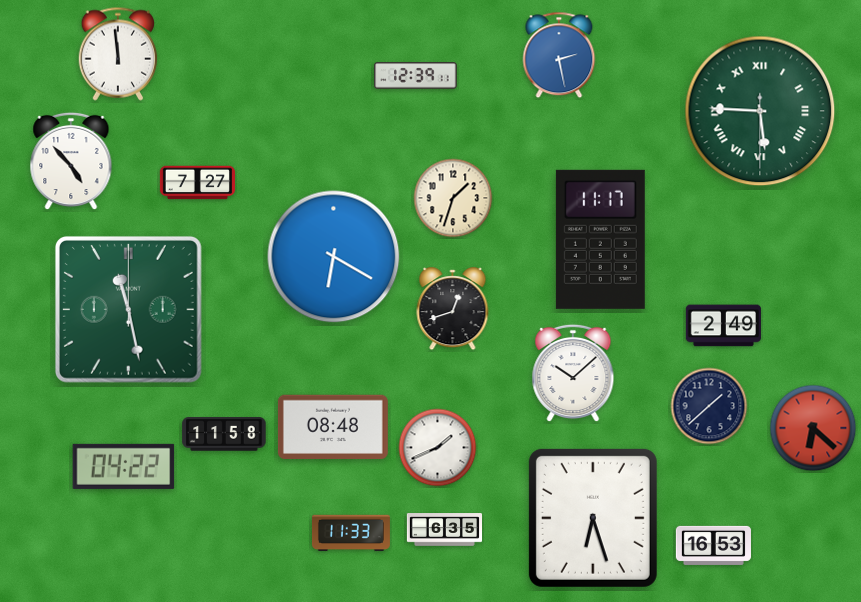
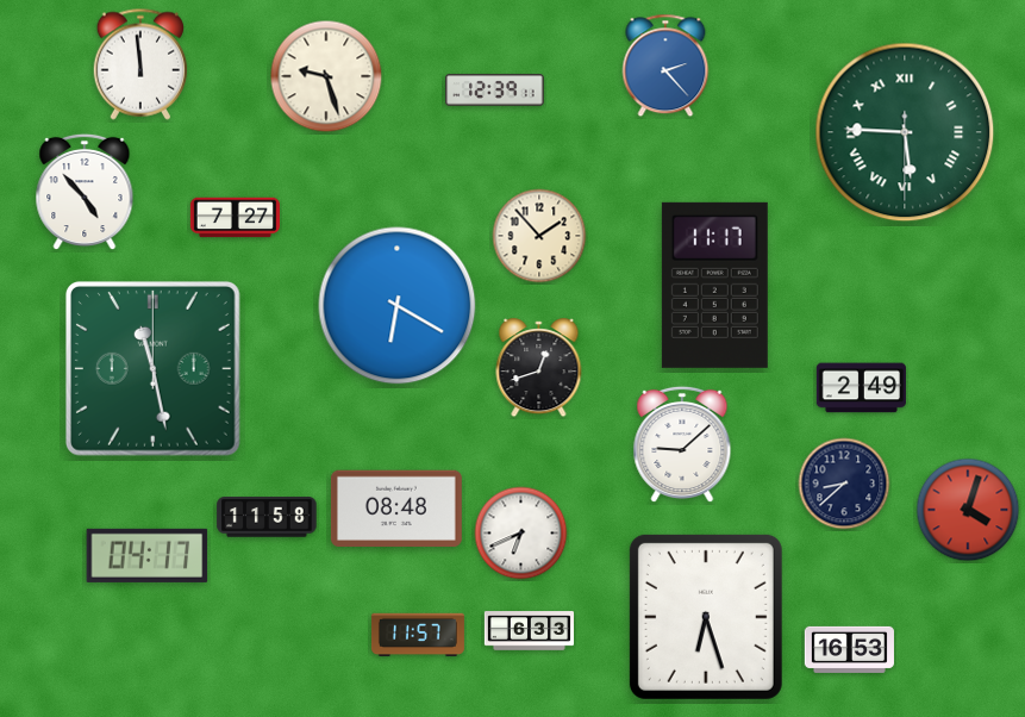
clock at (559, 55): 2:28 -> 2:23
clock at (326, 76): none -> 9:27
clock at (453, 198): 1:33 -> 1:53
clock at (573, 373): 10:08 -> 9:08
clock at (709, 406): 1:38 -> 8:38
clock at (813, 428): 6:22 -> 4:03
clock at (438, 448): 1:41 -> 6:41
clock at (124, 466): 04:22 -> 04:17
clock at (444, 530): 6:35 -> 6:33
clock at (351, 533): 11:33 -> 11:57
